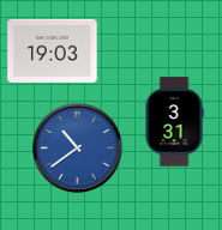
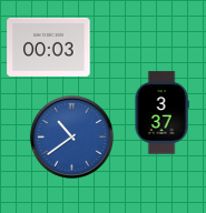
clock at (53, 50): 19:03 -> 00:03
clock at (174, 122): 3:31 -> 3:37
